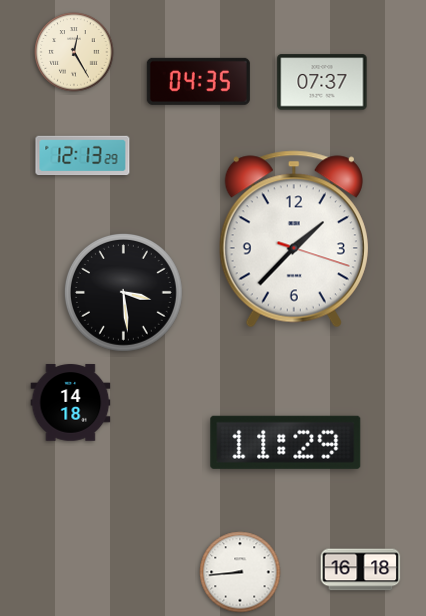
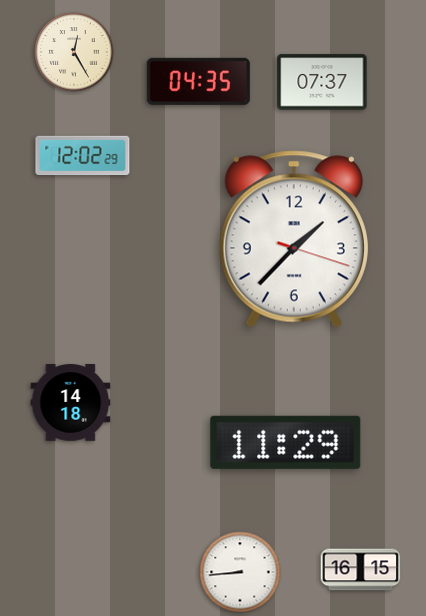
clock at (83, 156): 12:13 -> 12:02
clock at (123, 292): 3:29 -> none
clock at (361, 570): 16:18 -> 16:15
